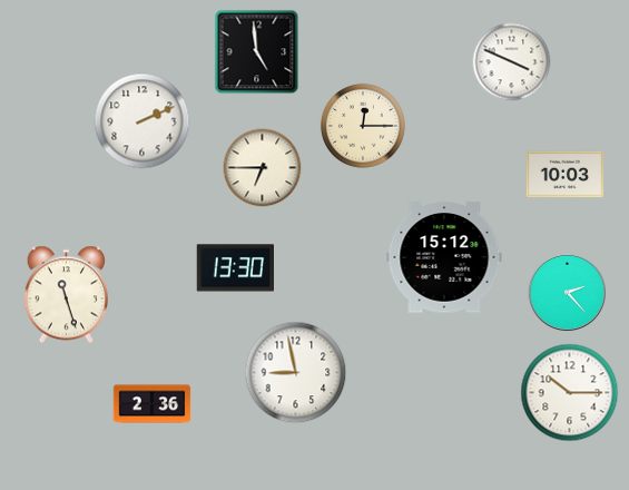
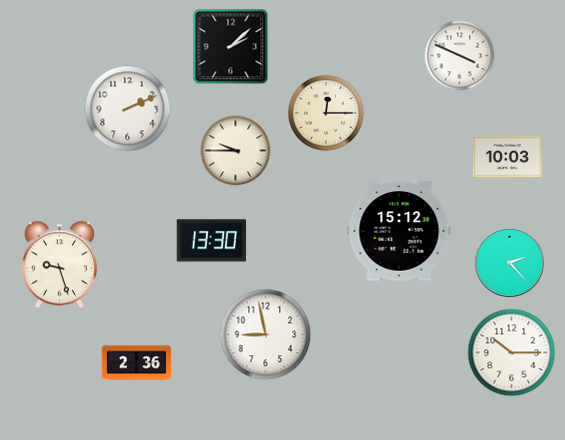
clock at (257, 52): 4:59 -> 2:08
clock at (263, 168): 6:45 -> 9:45
clock at (66, 295): 11:27 -> 9:27
